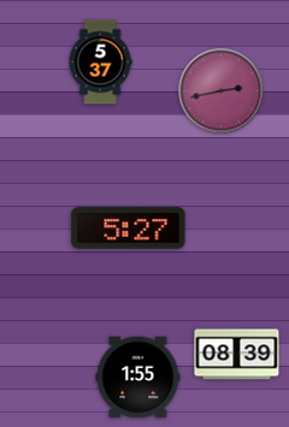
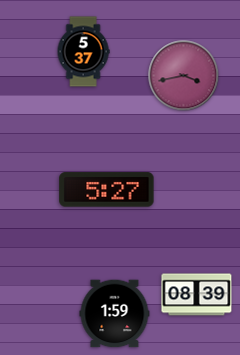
clock at (222, 91): 2:43 -> 3:43
clock at (138, 378): 1:55 -> 1:59
